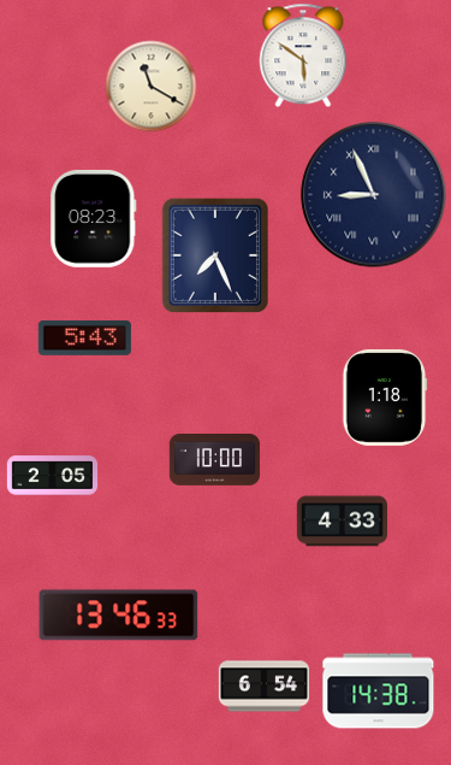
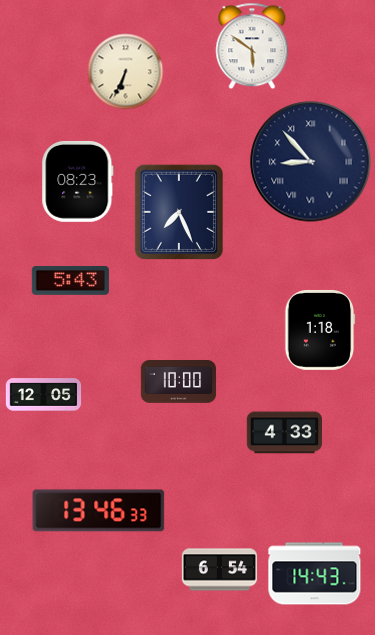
clock at (152, 87): 11:20 -> 6:34
clock at (374, 195): 8:56 -> 8:53
clock at (53, 476): 2:05 -> 12:05
clock at (379, 692): 14:38 -> 14:43
